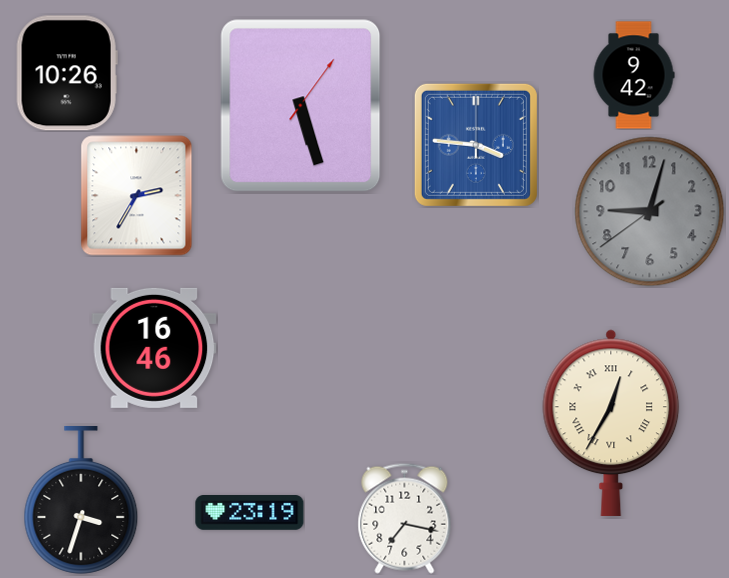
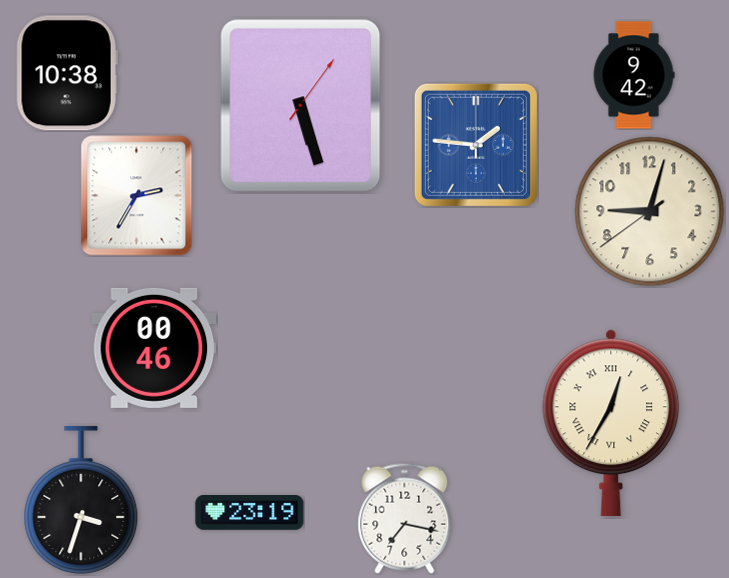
clock at (67, 73): 10:26 -> 10:38
clock at (476, 145): 3:46 -> 1:46
clock at (650, 212) dial: grey -> cream
clock at (154, 348): 16:46 -> 00:46
